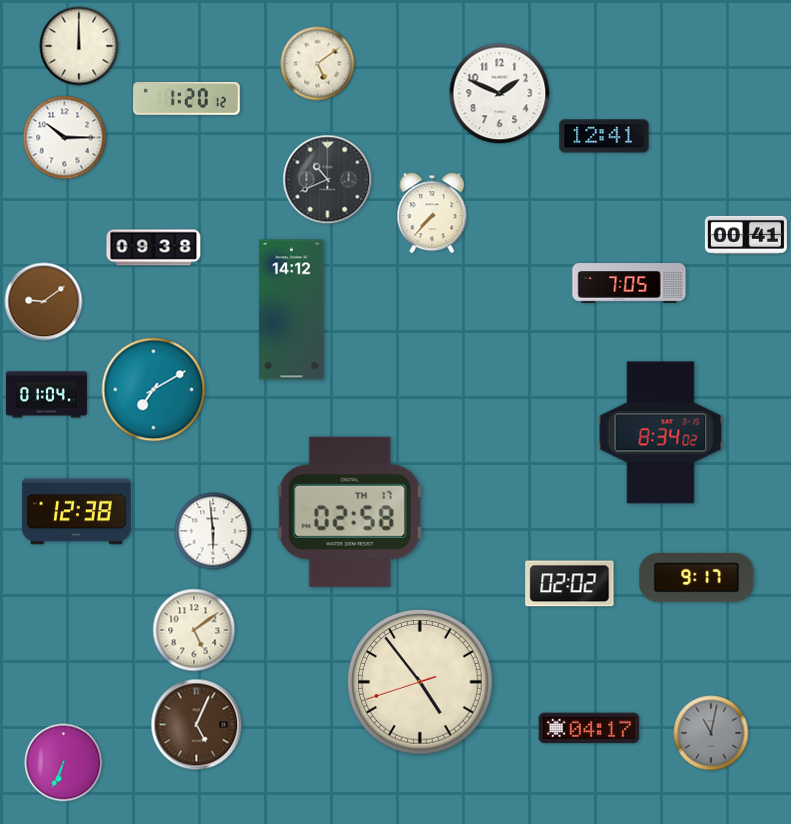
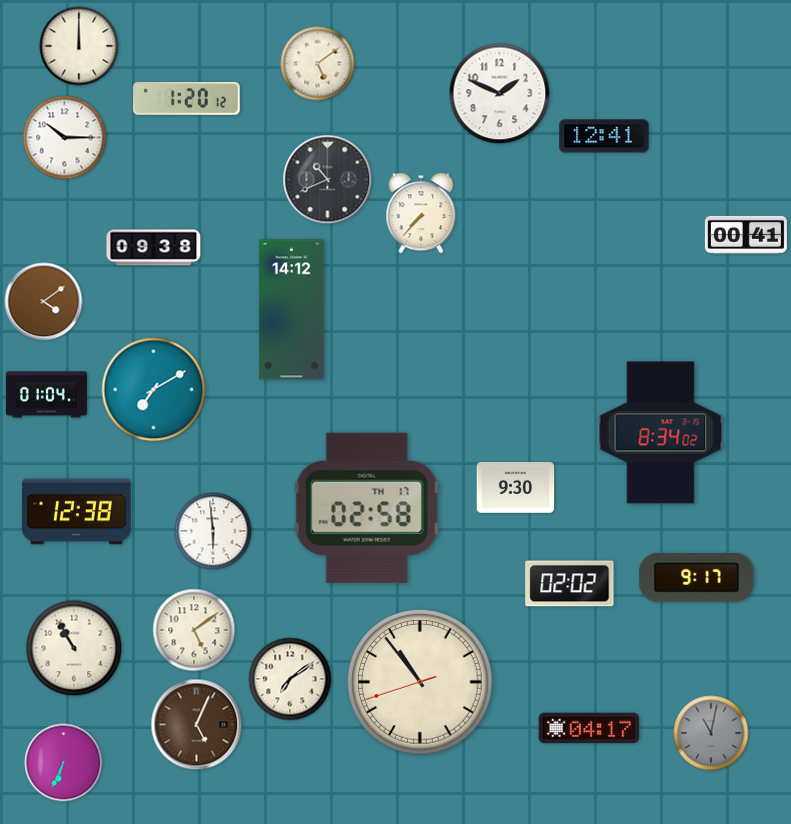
clock at (432, 213) position: (432, 213) -> (421, 213)
clock at (629, 283): 7:05 -> none
clock at (44, 302): 9:09 -> 4:09
clock at (516, 488): none -> 9:30
clock at (350, 512) position: (350, 512) -> (367, 508)
clock at (74, 648): none -> 10:55
clock at (290, 679): none -> 7:09
clock at (420, 682): 4:53 -> 10:53
